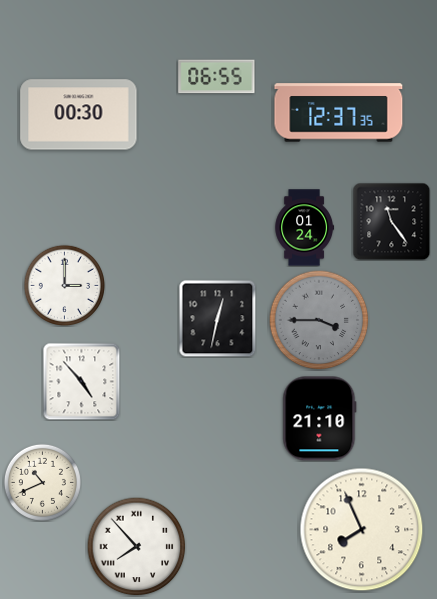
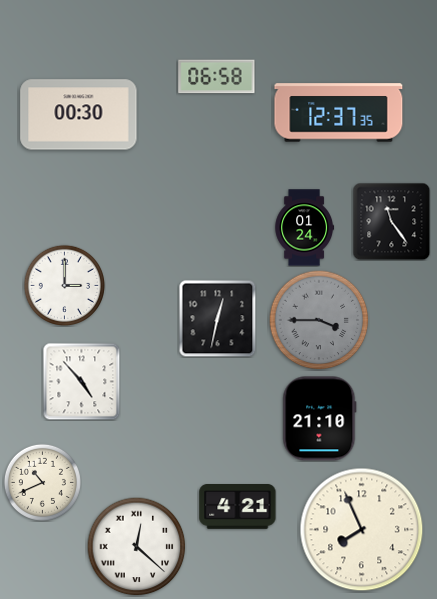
clock at (217, 77): 06:55 -> 06:58
clock at (238, 507): none -> 4:21
clock at (137, 547): 7:53 -> 12:22
